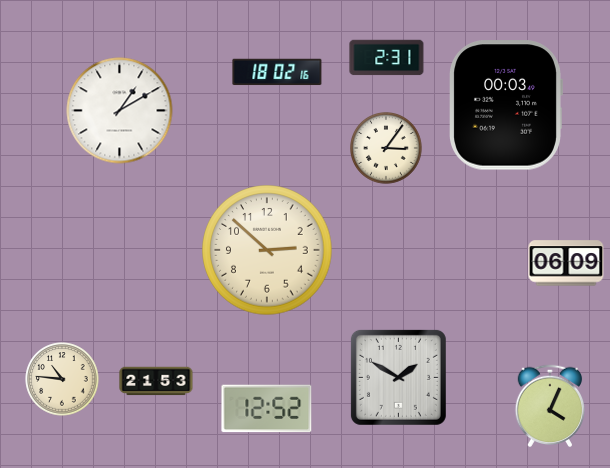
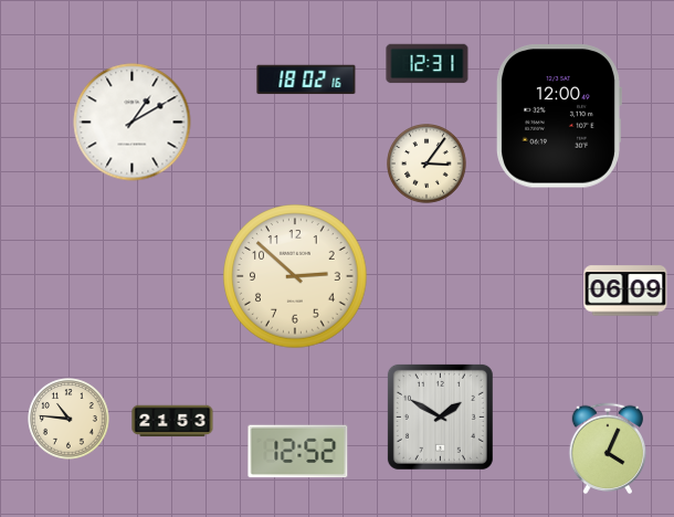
clock at (387, 58): 2:31 -> 12:31
clock at (506, 105): 00:03 -> 12:00
clock at (267, 409) position: (267, 409) -> (298, 452)
